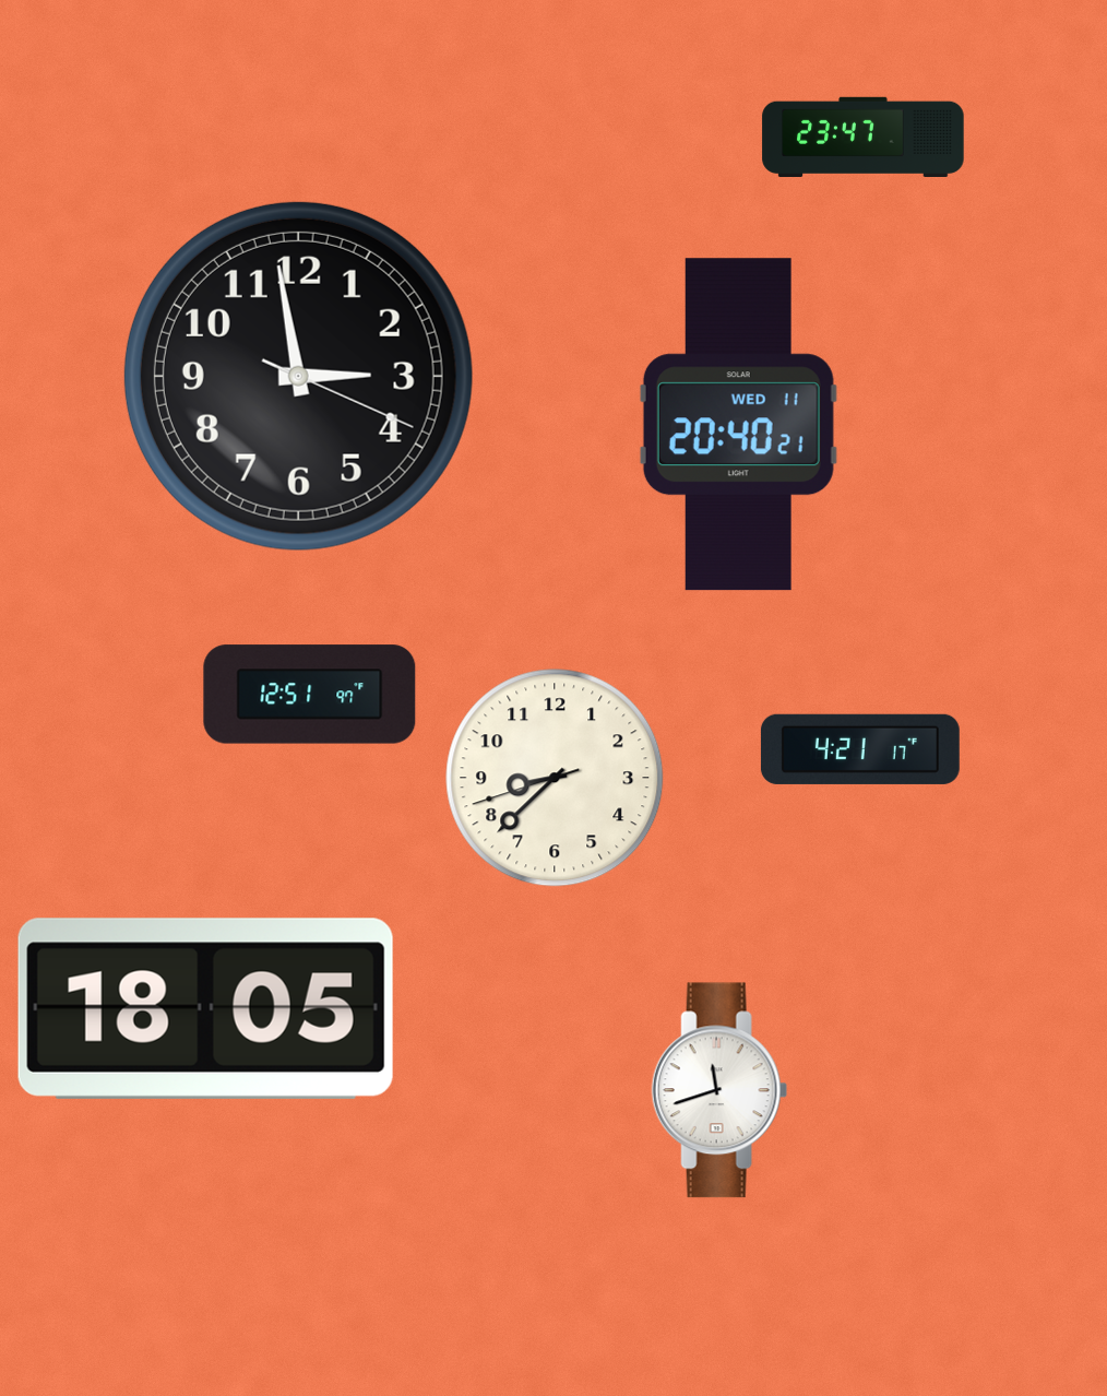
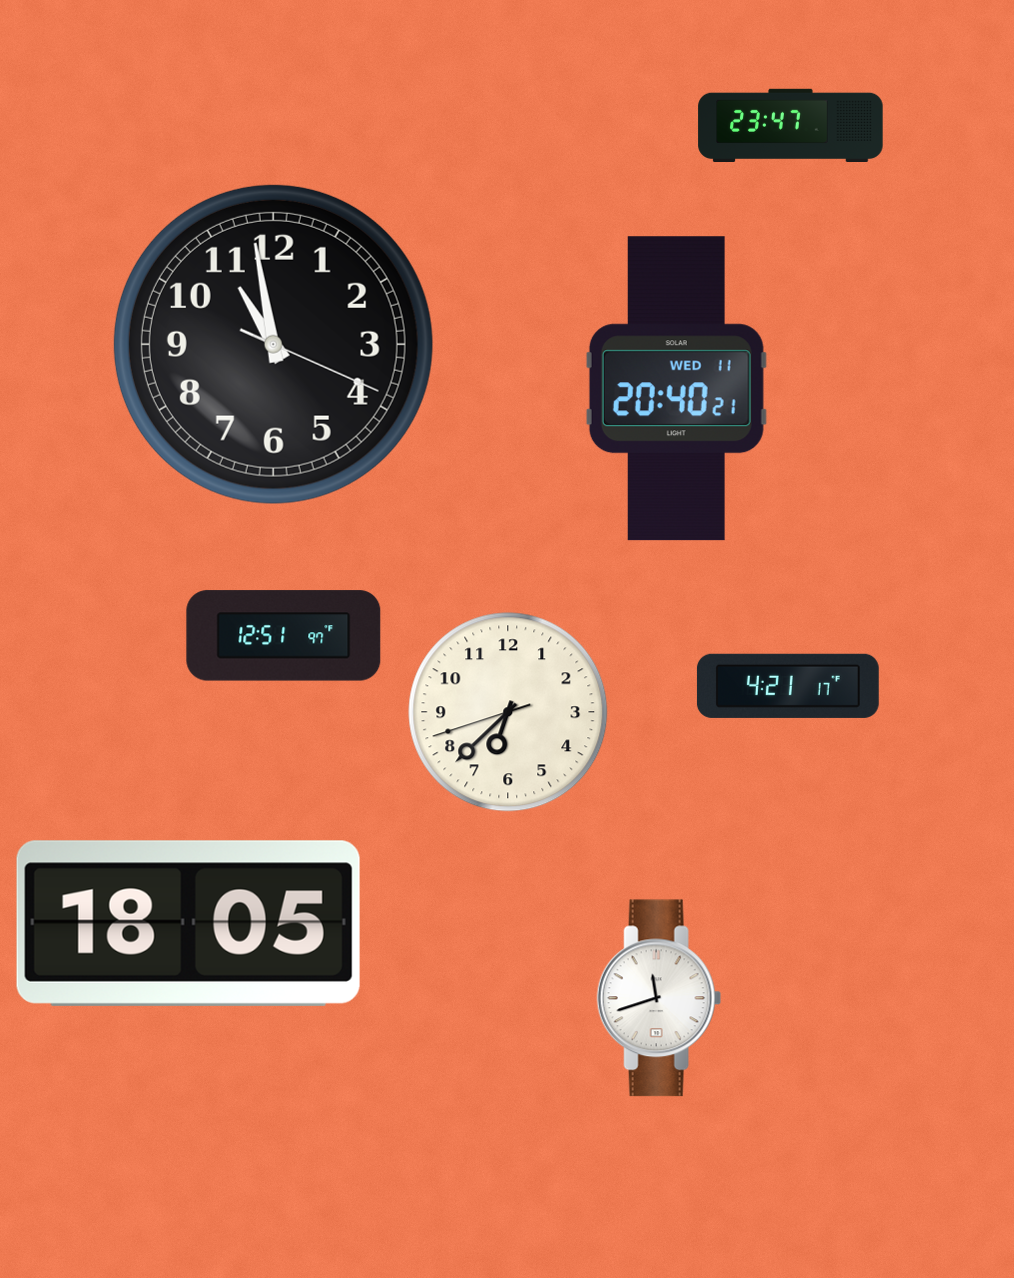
clock at (298, 376): 2:58 -> 10:58
clock at (555, 778): 8:37 -> 6:37
